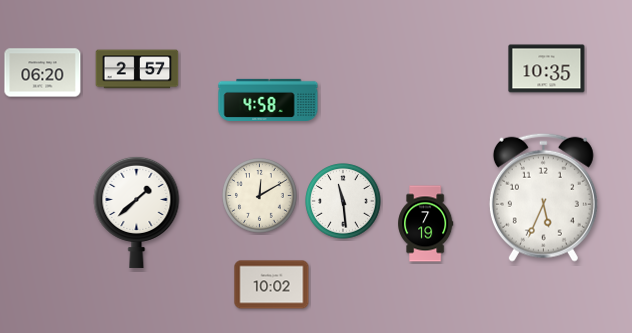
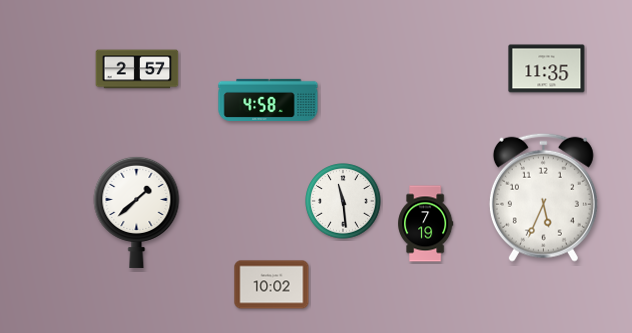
clock at (547, 69): 10:35 -> 11:35
clock at (43, 73): 06:20 -> none
clock at (260, 196): 12:10 -> none
